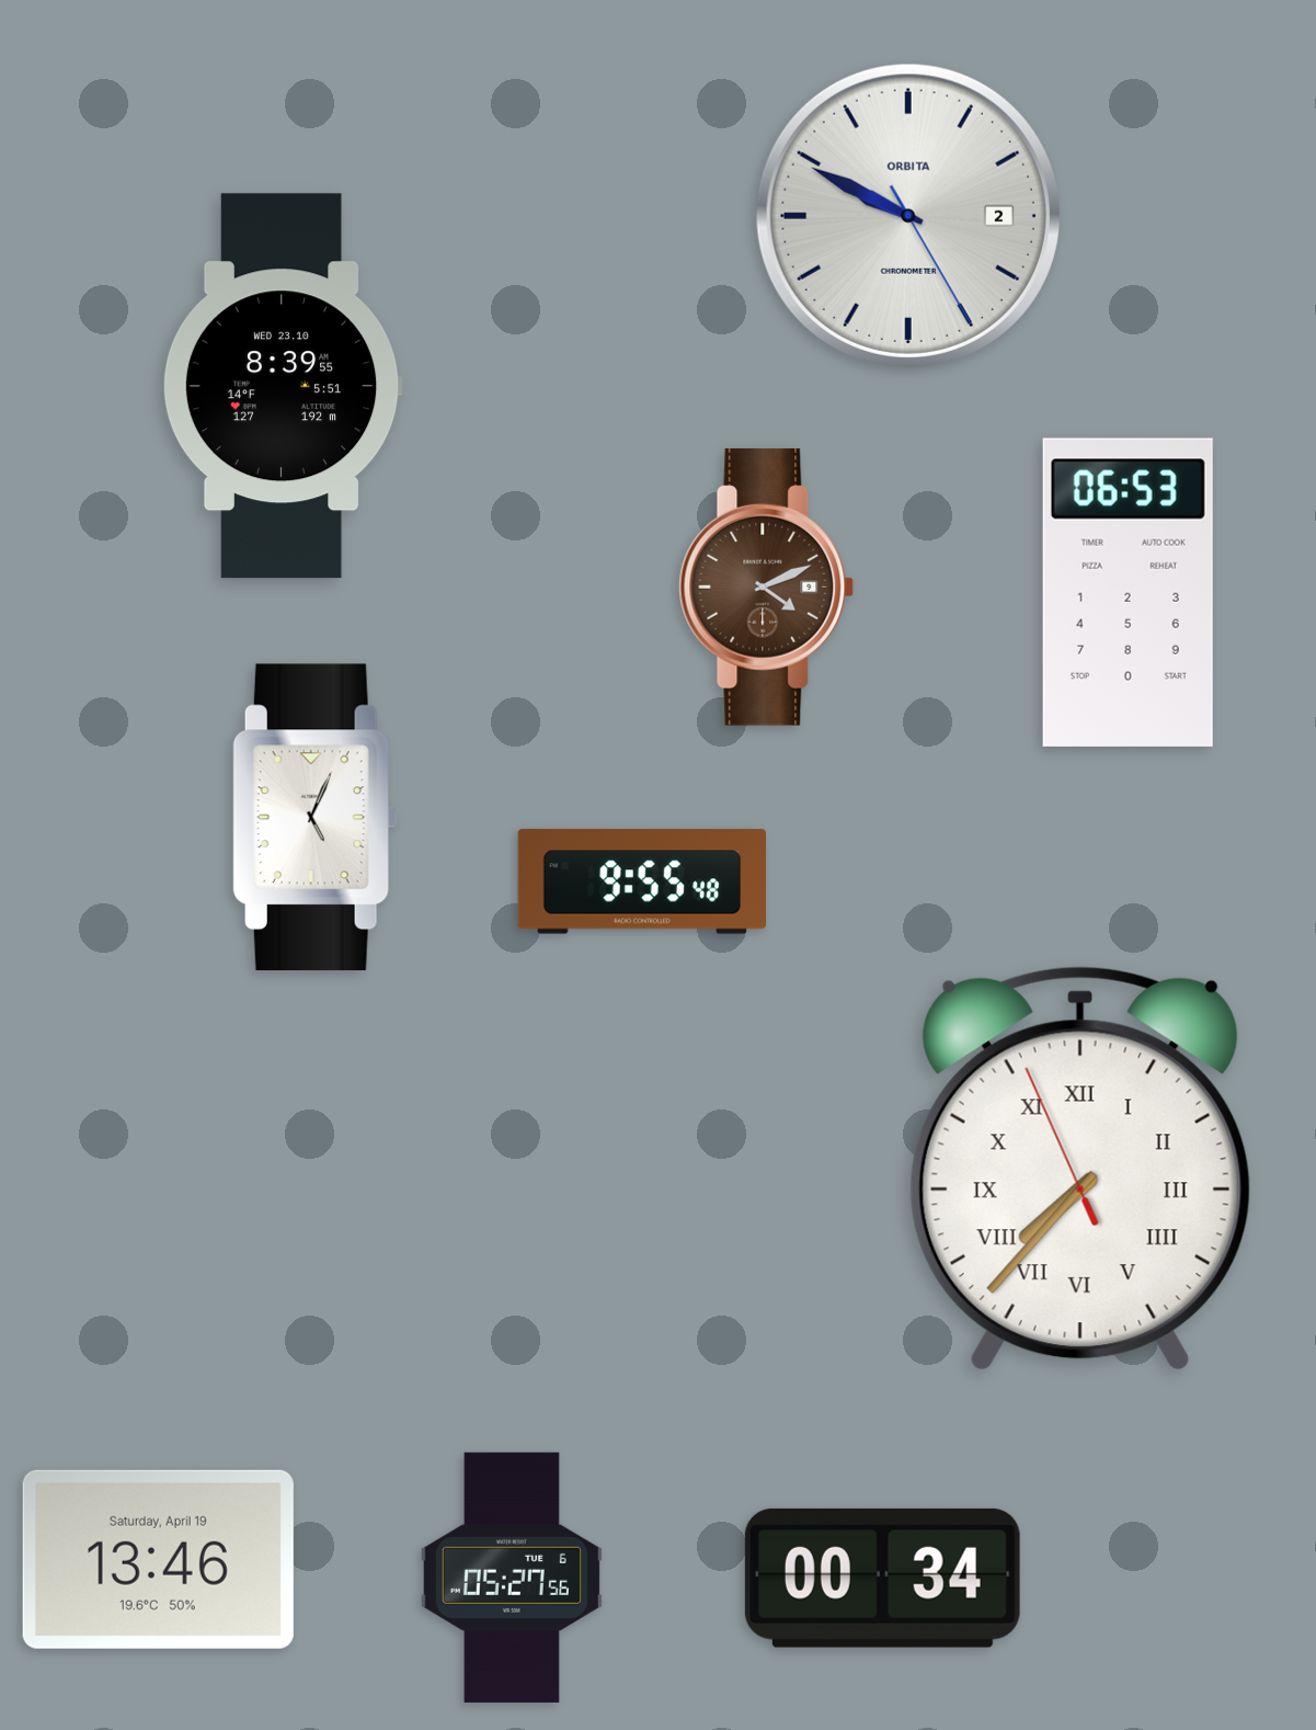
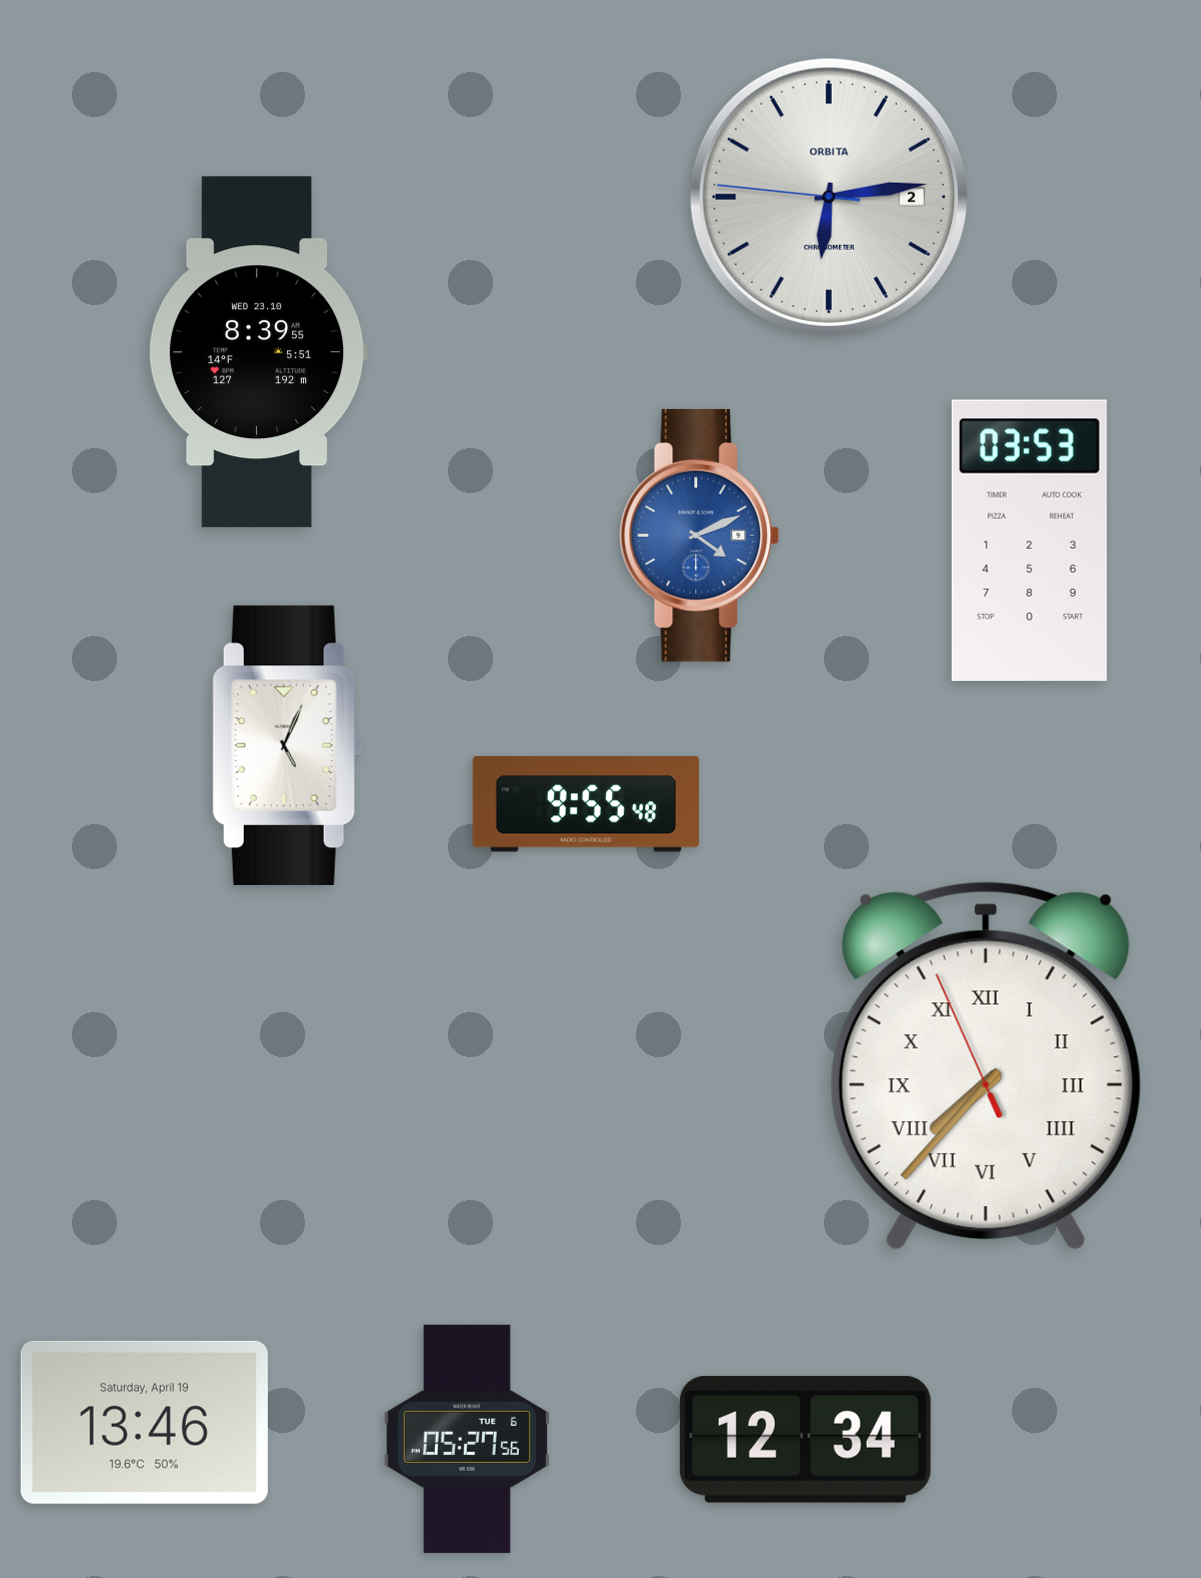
clock at (908, 216): 9:49 -> 6:13
clock at (767, 587) dial: brown -> blue
clock at (1128, 592): 06:53 -> 03:53
clock at (882, 1578): 00:34 -> 12:34
